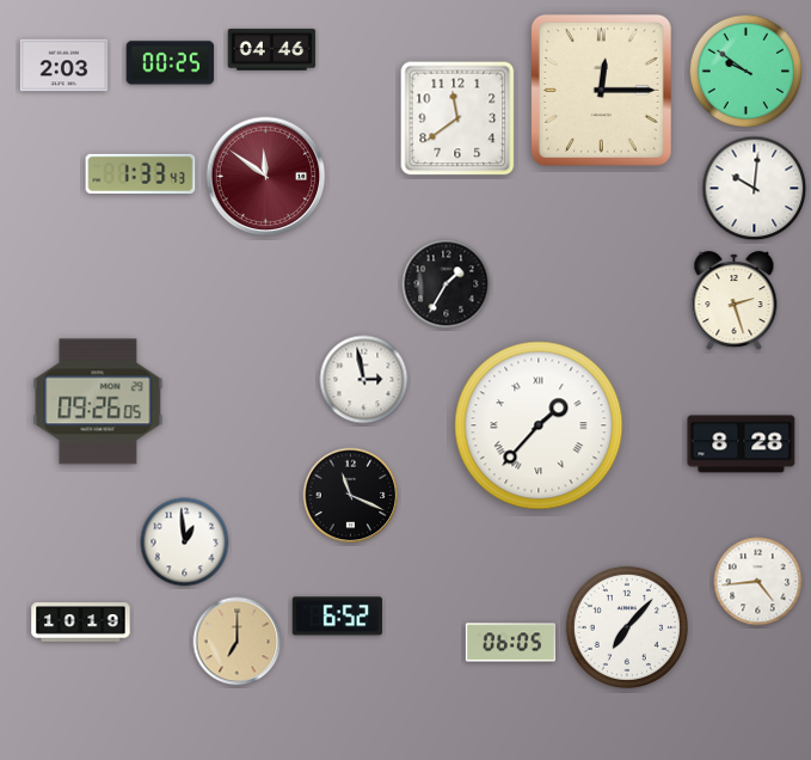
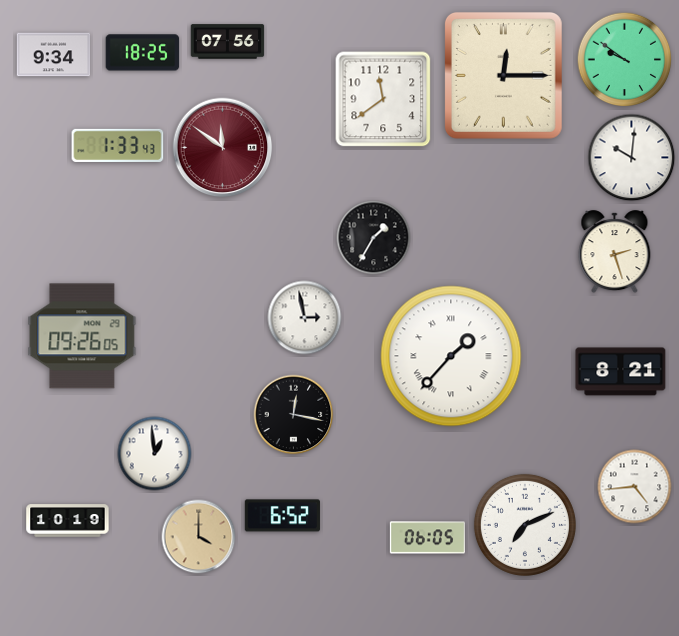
clock at (272, 50): 04:46 -> 07:56
clock at (171, 63): 00:25 -> 18:25
clock at (64, 66): 2:03 -> 9:34
clock at (742, 445): 8:28 -> 8:21
clock at (351, 496): 11:19 -> 12:17
clock at (627, 627): 7:07 -> 7:11
clock at (238, 642): 7:00 -> 4:00
